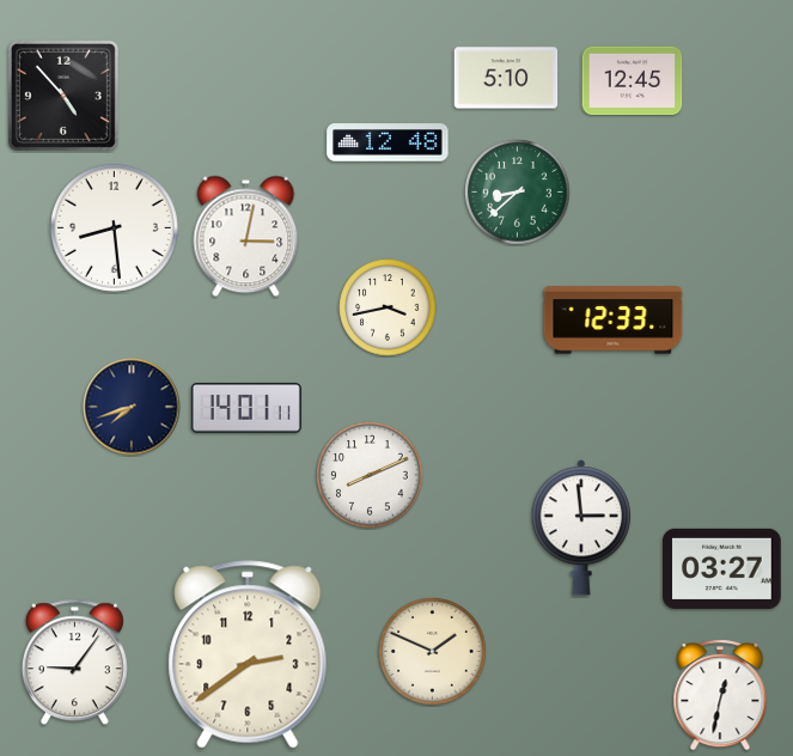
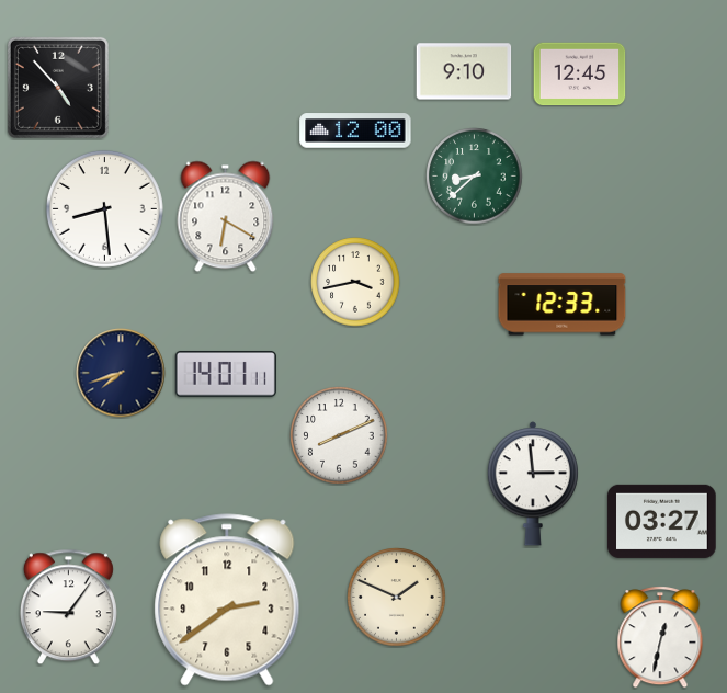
clock at (506, 78): 5:10 -> 9:10
clock at (388, 142): 12:48 -> 12:00
clock at (246, 237): 3:02 -> 6:20
clock at (614, 321) position: (614, 321) -> (563, 305)
